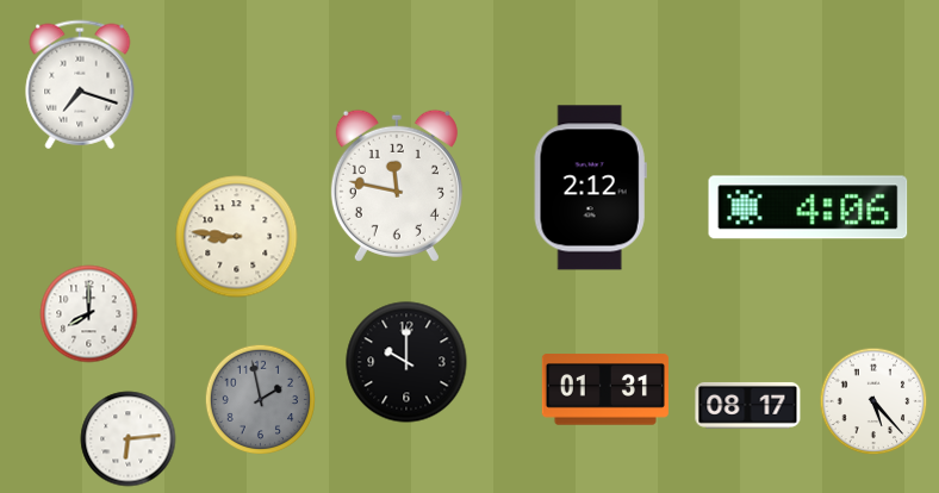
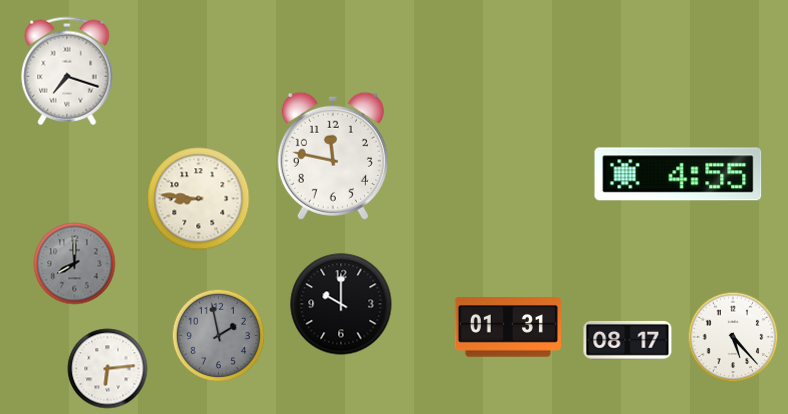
clock at (590, 188): 2:12 -> none
clock at (808, 207): 4:06 -> 4:55
clock at (89, 314) dial: white -> grey
